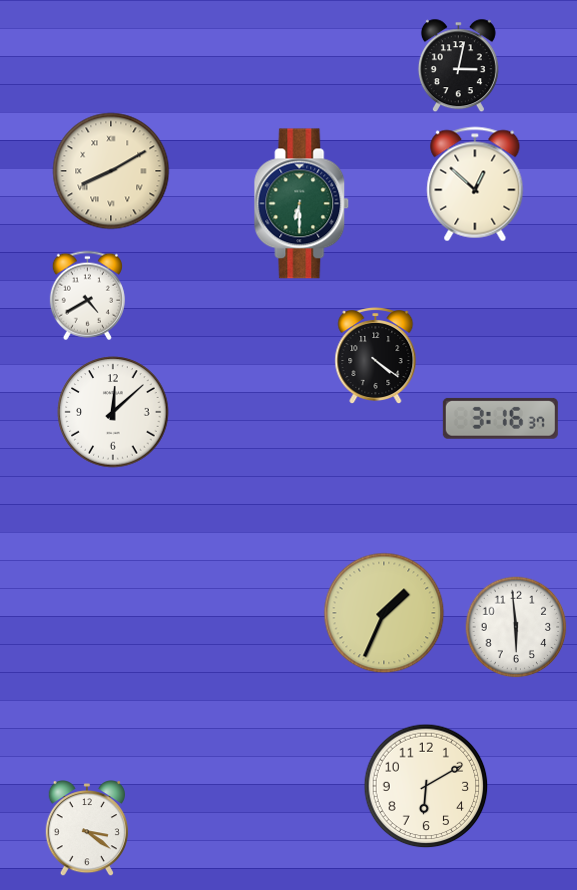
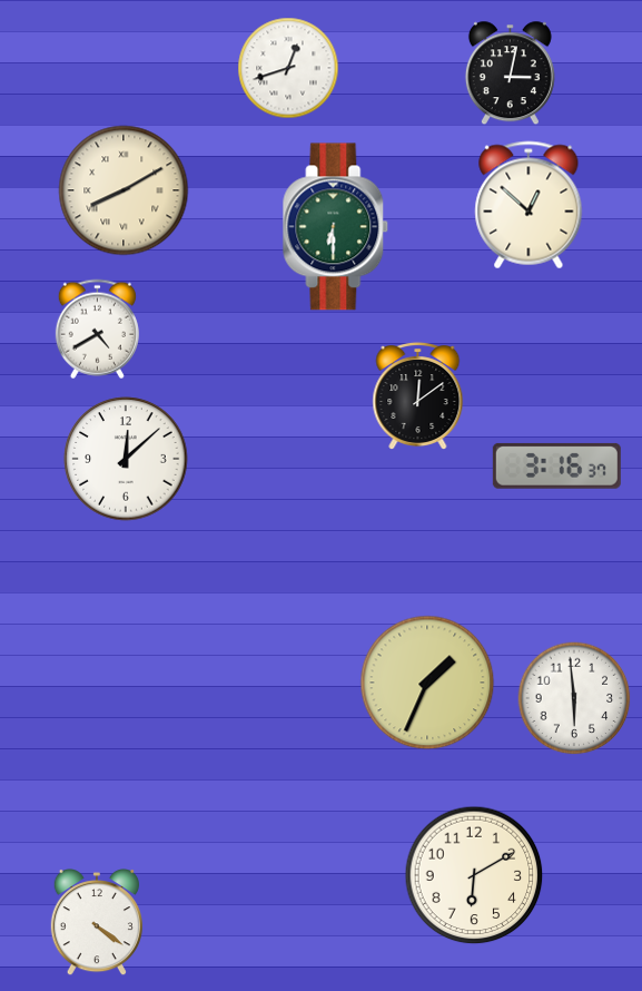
clock at (288, 68): none -> 12:42
clock at (376, 356): 4:21 -> 12:09
clock at (86, 829): 3:21 -> 4:21
